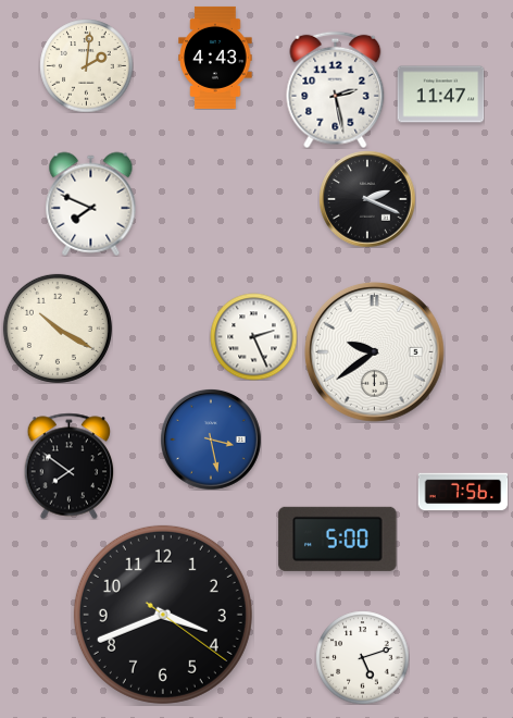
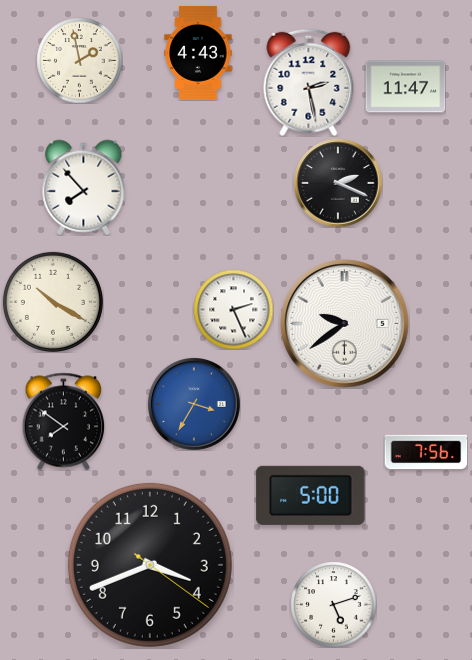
clock at (86, 65): 2:01 -> 1:58
clock at (91, 203): 7:49 -> 7:53
clock at (211, 440): 3:28 -> 3:35
clock at (70, 466) position: (70, 466) -> (64, 421)
